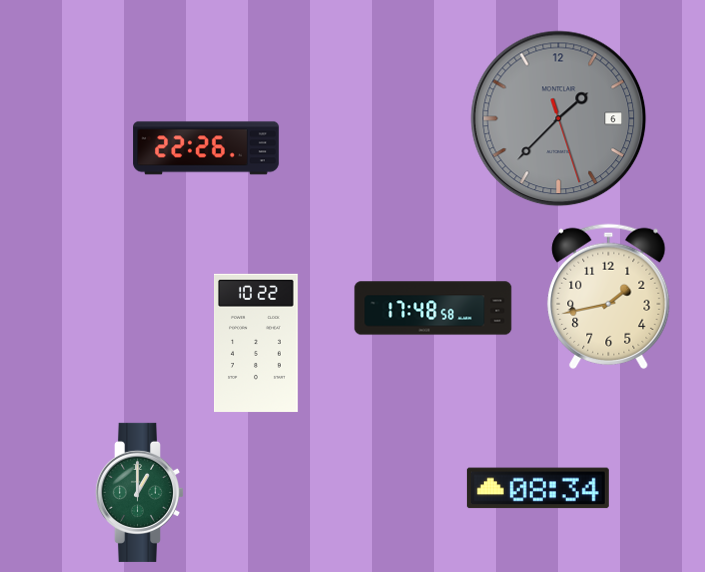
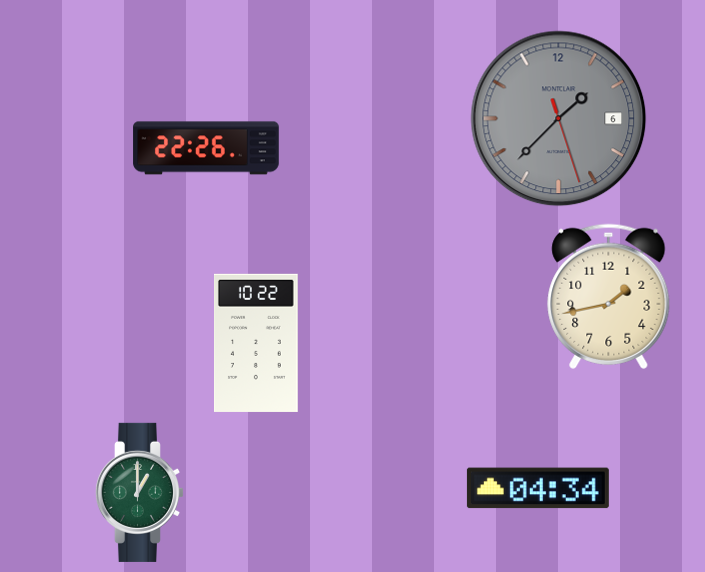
clock at (433, 308): 17:48 -> none
clock at (538, 488): 08:34 -> 04:34
